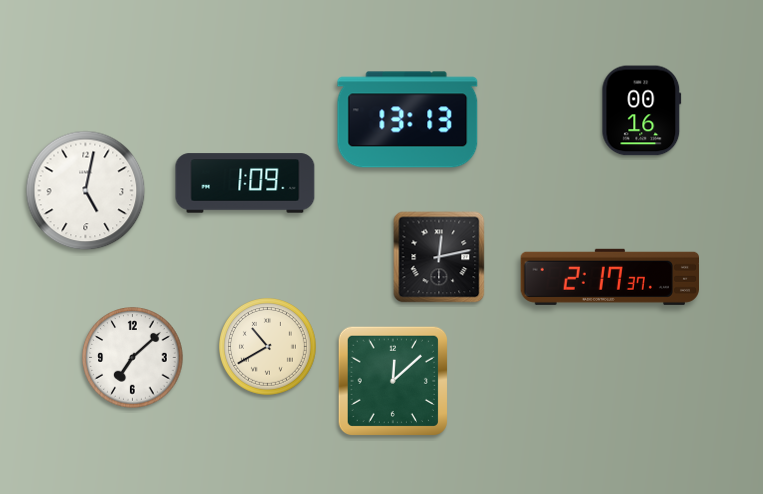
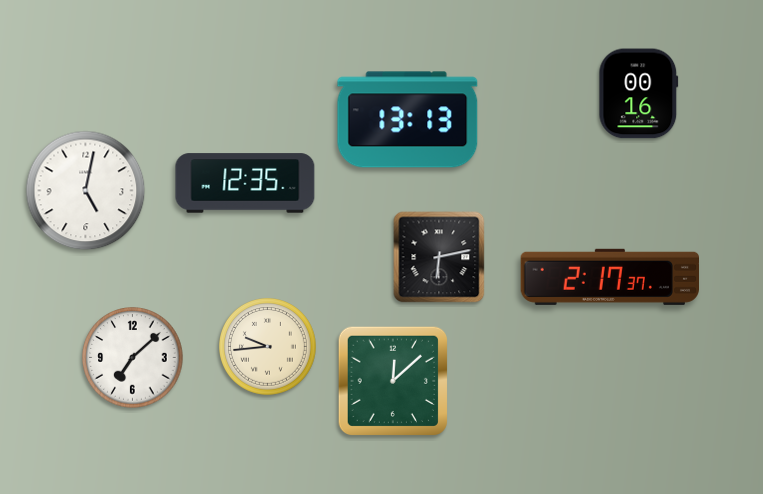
clock at (642, 111) position: (642, 111) -> (639, 94)
clock at (245, 183): 1:09 -> 12:35
clock at (439, 257): 12:13 -> 6:13
clock at (268, 347): 10:40 -> 9:44
